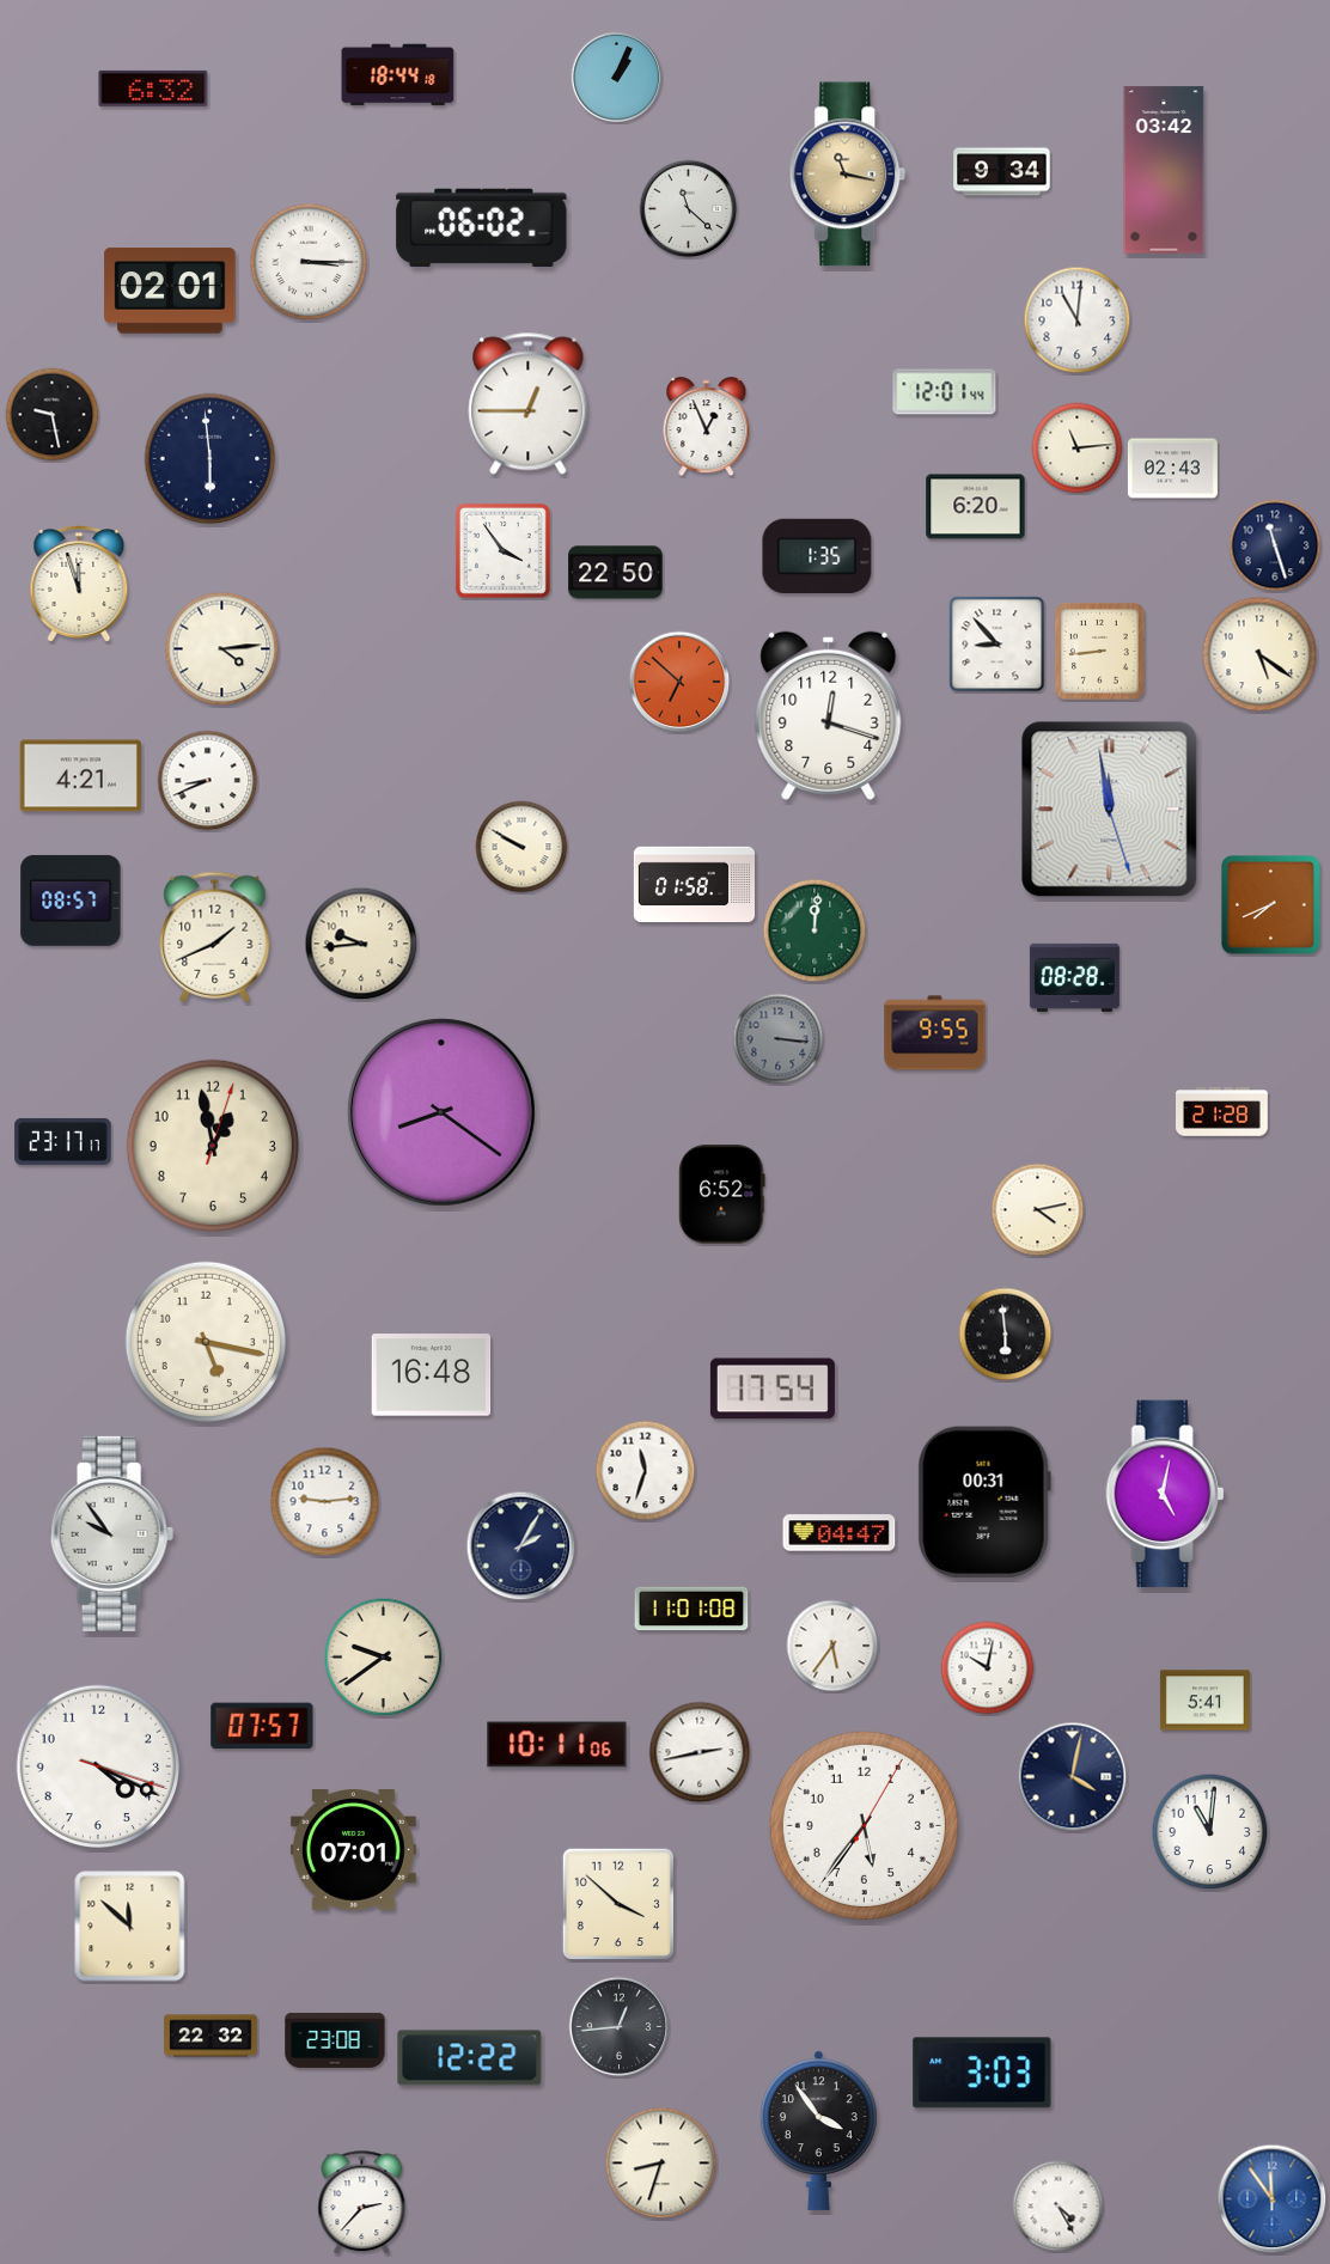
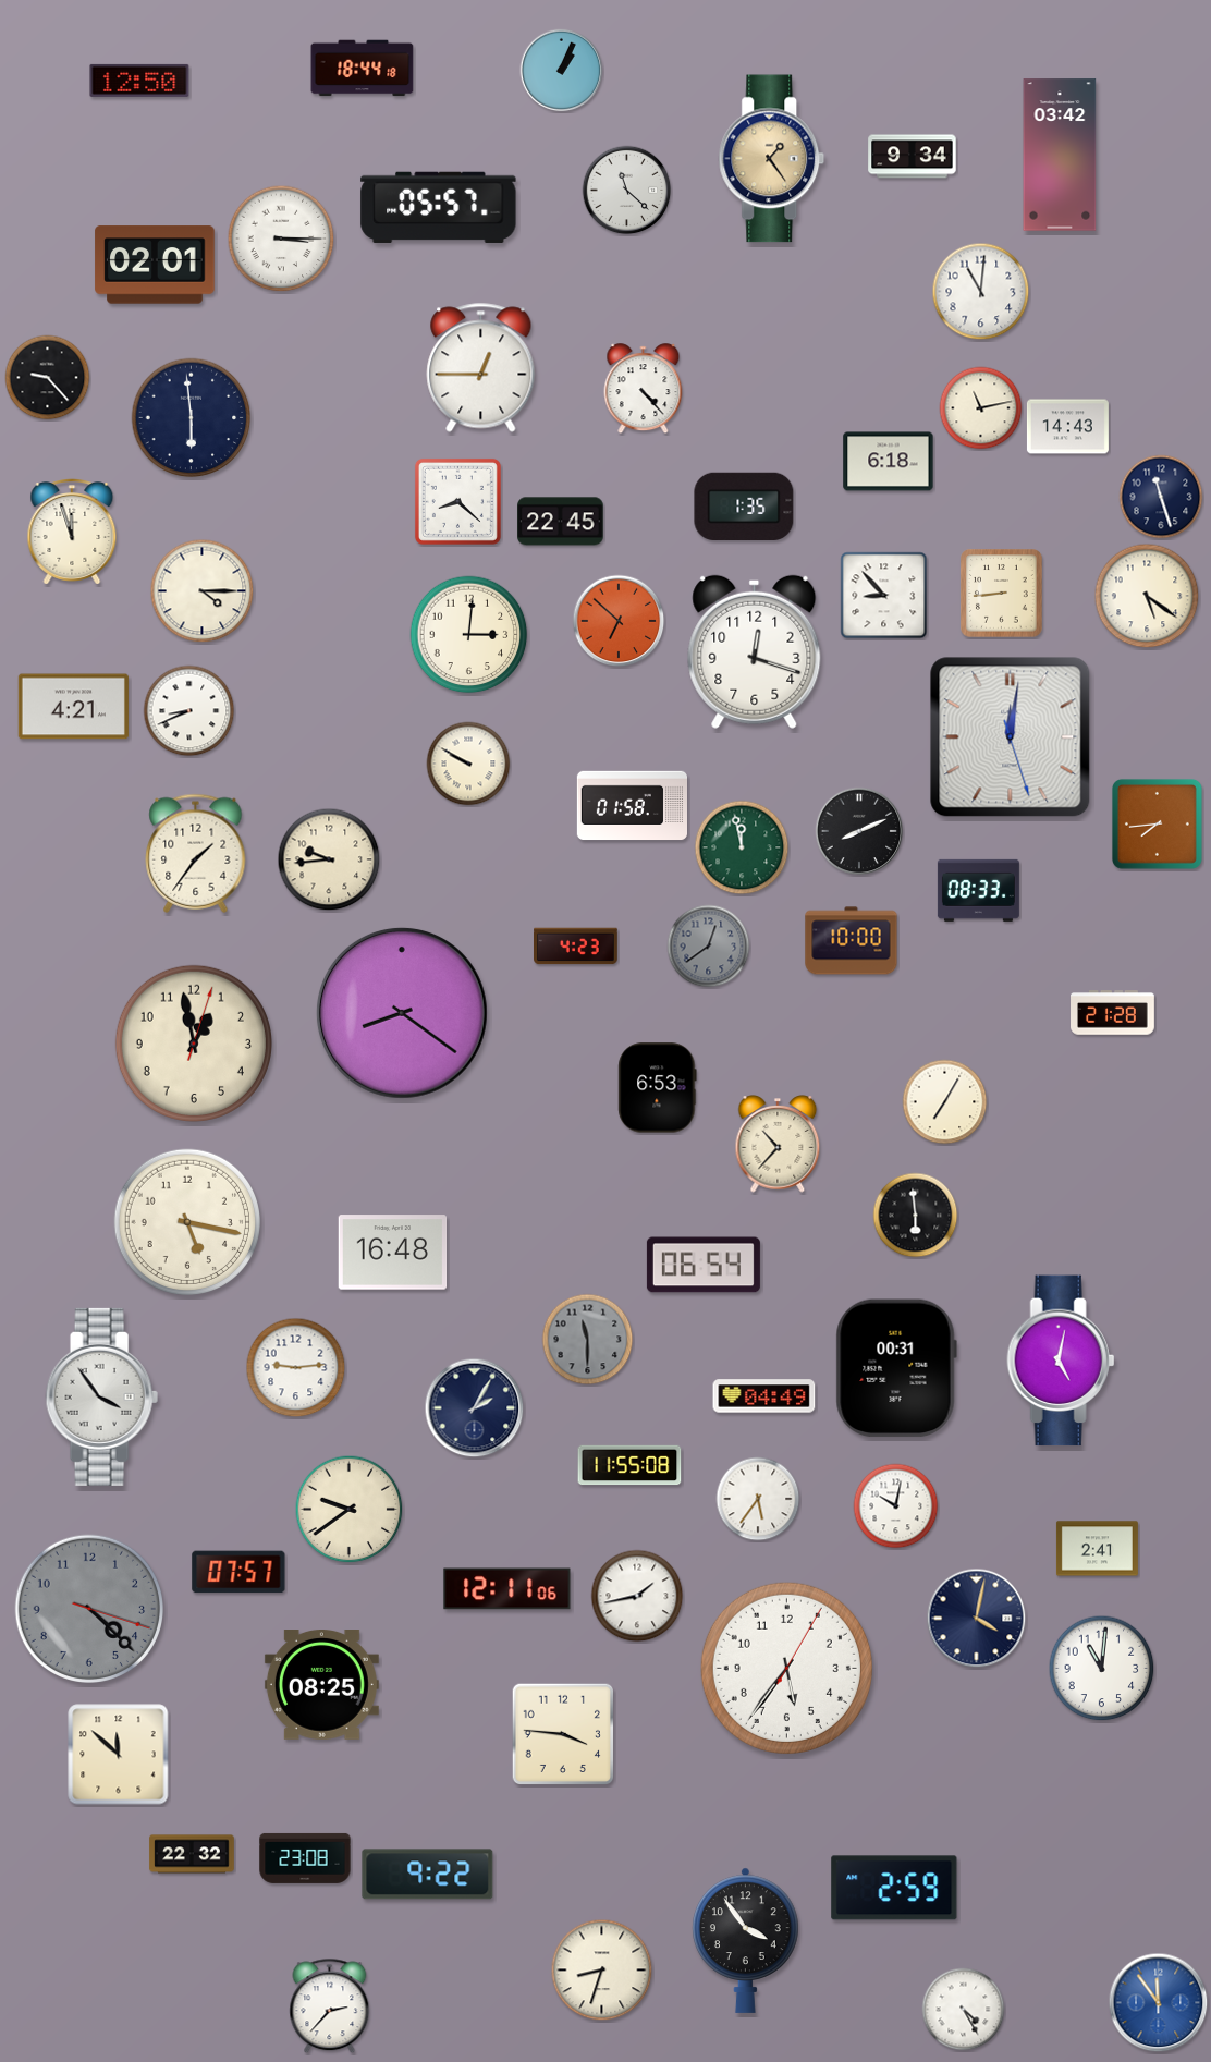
clock at (153, 89): 6:32 -> 12:50
clock at (848, 175): 11:17 -> 1:24
clock at (482, 227): 06:02 -> 05:57
clock at (945, 392): 12:01 -> none
clock at (53, 415): 9:28 -> 9:23
clock at (707, 427): 12:56 -> 4:23
clock at (1078, 448): 11:14 -> 11:13
clock at (1172, 469): 02:43 -> 14:43
clock at (976, 507): 6:20 -> 6:18
clock at (502, 550): 3:54 -> 8:22
clock at (616, 573): 22:50 -> 22:45
clock at (997, 645) position: (997, 645) -> (884, 596)
clock at (222, 649): 4:14 -> 4:15
clock at (469, 635): none -> 3:01
clock at (1110, 810): 11:58 -> 12:01
clock at (521, 847) position: (521, 847) -> (468, 764)
clock at (71, 901): 08:57 -> none
clock at (1270, 904): 7:41 -> 7:44
clock at (859, 831): none -> 8:11
clock at (815, 930): 12:01 -> 11:58
clock at (215, 936): 1:41 -> 1:36
clock at (1074, 977): 08:28 -> 08:33
clock at (935, 1033): 9:55 -> 10:00
clock at (576, 947): none -> 4:23
clock at (779, 1039): 3:16 -> 12:39
clock at (63, 1141): 23:17 -> none
clock at (722, 1195): 6:52 -> 6:53
clock at (1038, 1210): 4:13 -> 7:05
clock at (778, 1144): none -> 10:37
clock at (773, 1389): 17:54 -> 06:54
clock at (646, 1471): 11:33 -> 11:30
clock at (646, 1471) dial: white -> grey
clock at (111, 1533): 9:54 -> 3:54
clock at (840, 1533): 04:47 -> 04:49
clock at (691, 1609): 11:01 -> 11:55
clock at (988, 1668) position: (988, 1668) -> (896, 1506)
clock at (1204, 1701): 5:41 -> 2:41
clock at (557, 1745): 10:11 -> 12:11
clock at (700, 1752): 2:43 -> 1:43
clock at (97, 1765): 4:19 -> 4:22
clock at (97, 1765) dial: white -> grey
clock at (864, 1825) position: (864, 1825) -> (786, 1668)
clock at (353, 1850): 07:01 -> 08:25
clock at (617, 1903): 3:52 -> 3:46
clock at (620, 2027): 12:44 -> none
clock at (470, 2058): 12:22 -> 9:22
clock at (982, 2073): 3:03 -> 2:59
